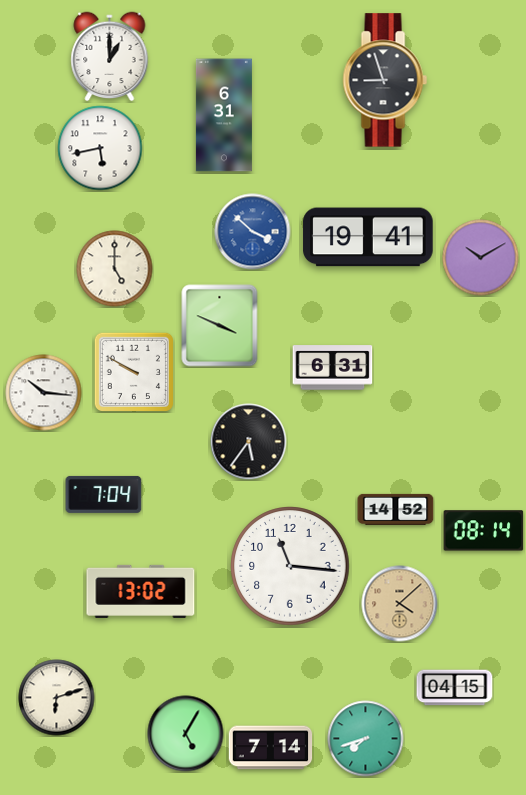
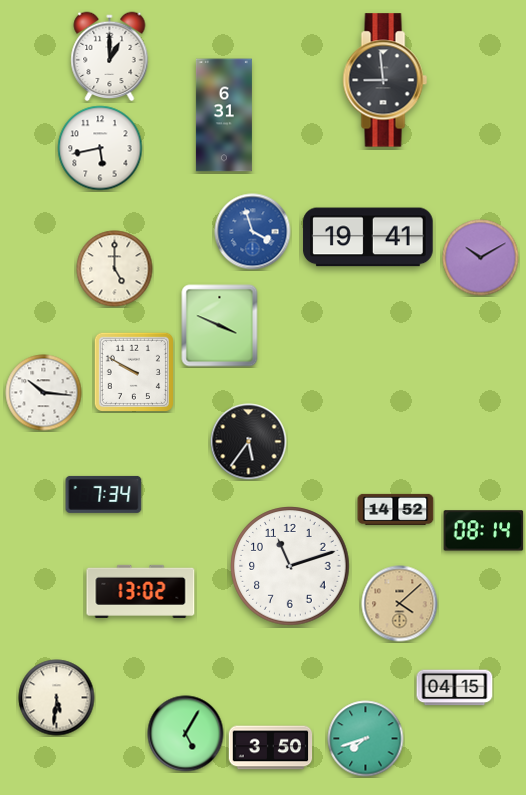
clock at (385, 80): 8:57 -> 8:59
clock at (253, 232): 3:52 -> 3:57
clock at (333, 368): 6:31 -> none
clock at (104, 494): 7:04 -> 7:34
clock at (290, 566): 11:16 -> 11:12
clock at (57, 698): 6:12 -> 5:31
clock at (271, 748): 7:14 -> 3:50
